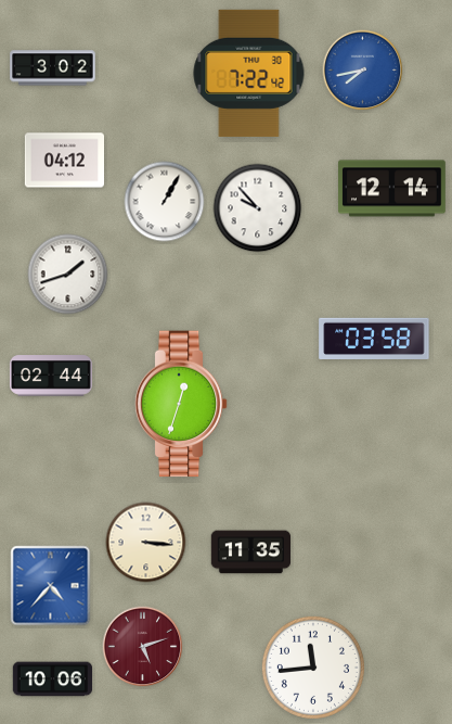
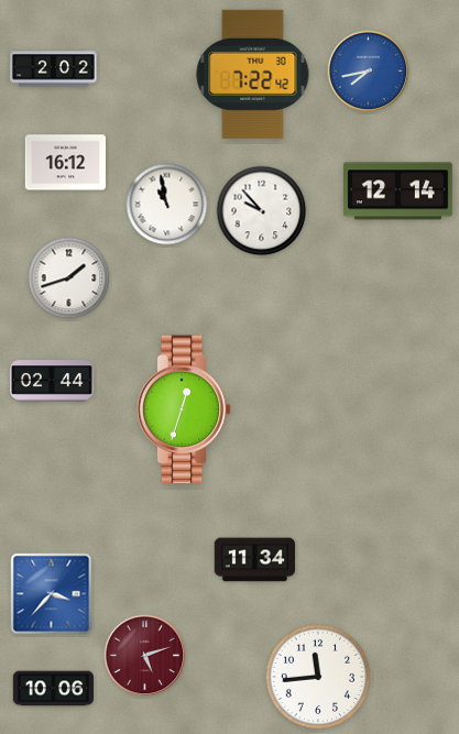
clock at (53, 68): 3:02 -> 2:02
clock at (64, 161): 04:12 -> 16:12
clock at (165, 202): 1:05 -> 10:58
clock at (374, 338): 03:58 -> none
clock at (146, 543): 3:16 -> none
clock at (250, 552): 11:35 -> 11:34
clock at (51, 586): 4:37 -> 3:37
